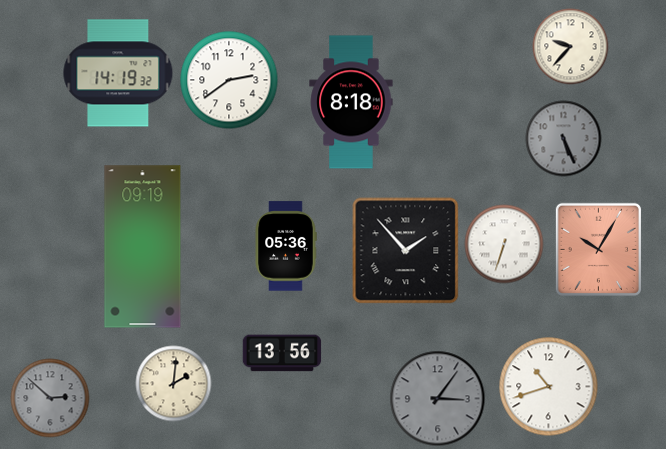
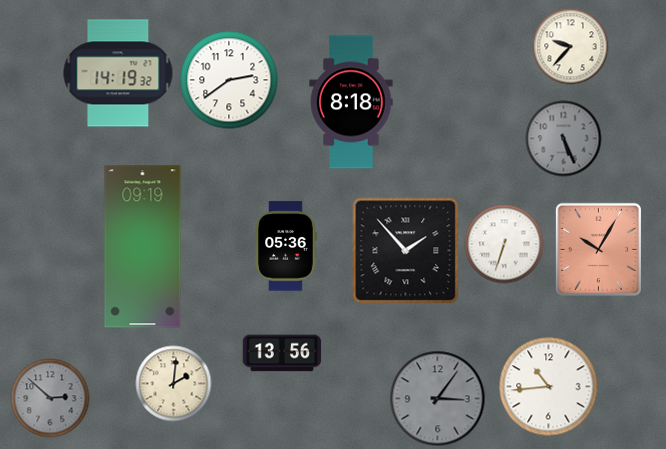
clock at (549, 387): 10:42 -> 10:44
